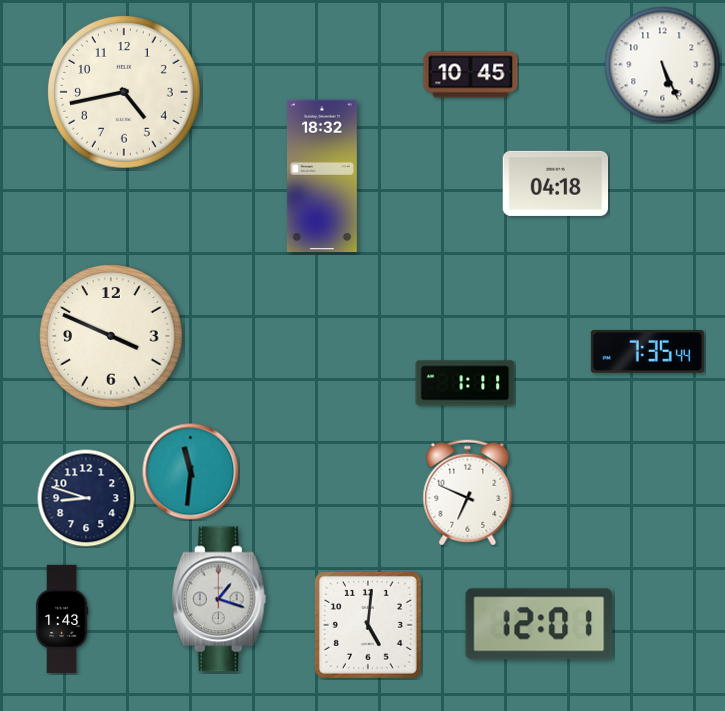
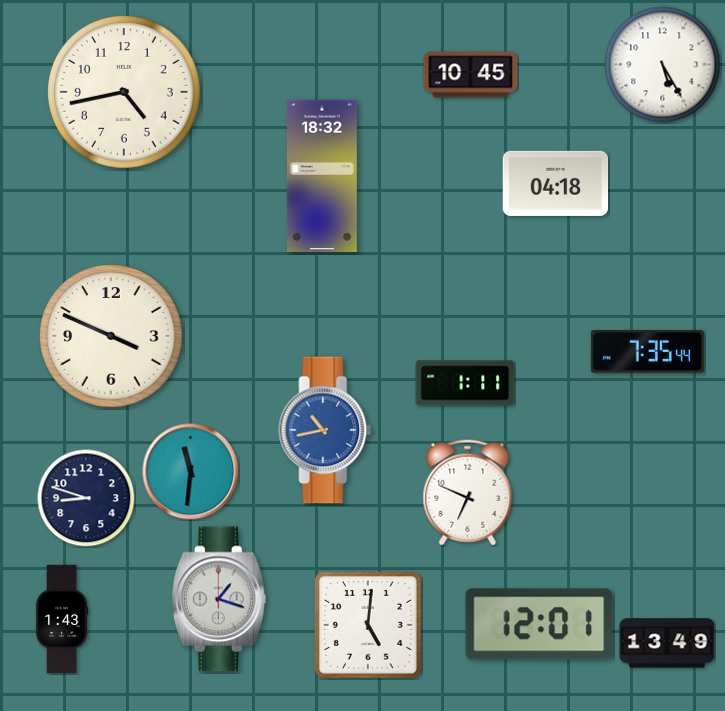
clock at (663, 65): 5:26 -> 5:25
clock at (325, 430): none -> 10:43
clock at (667, 643): none -> 13:49
